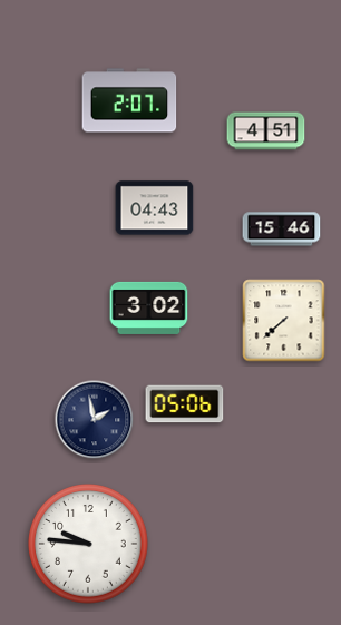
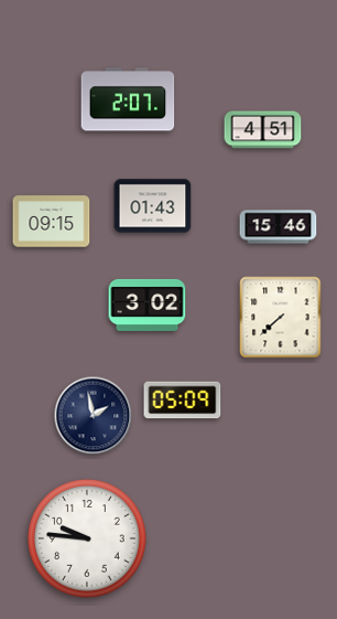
clock at (155, 208): 04:43 -> 01:43
clock at (52, 222): none -> 09:15
clock at (185, 404): 05:06 -> 05:09
